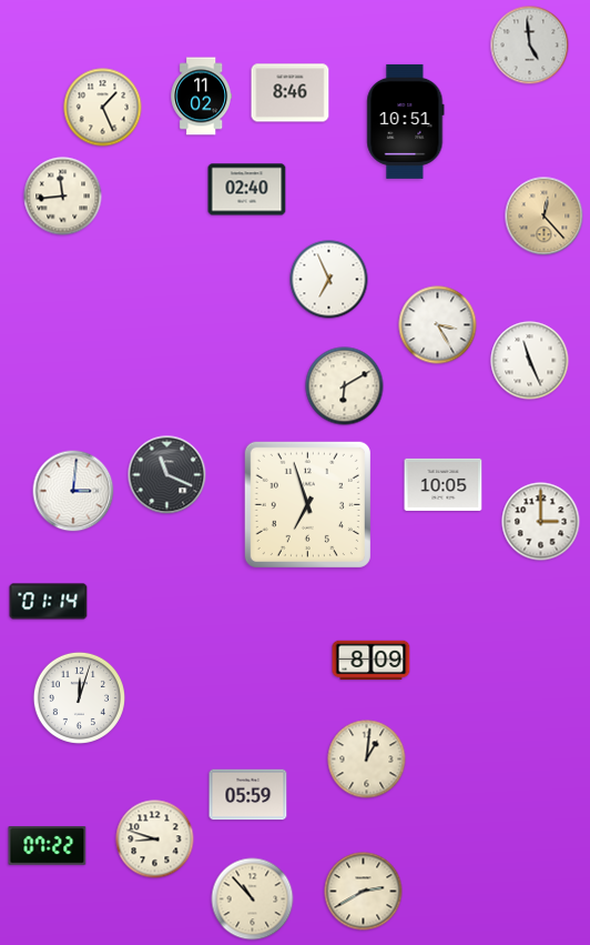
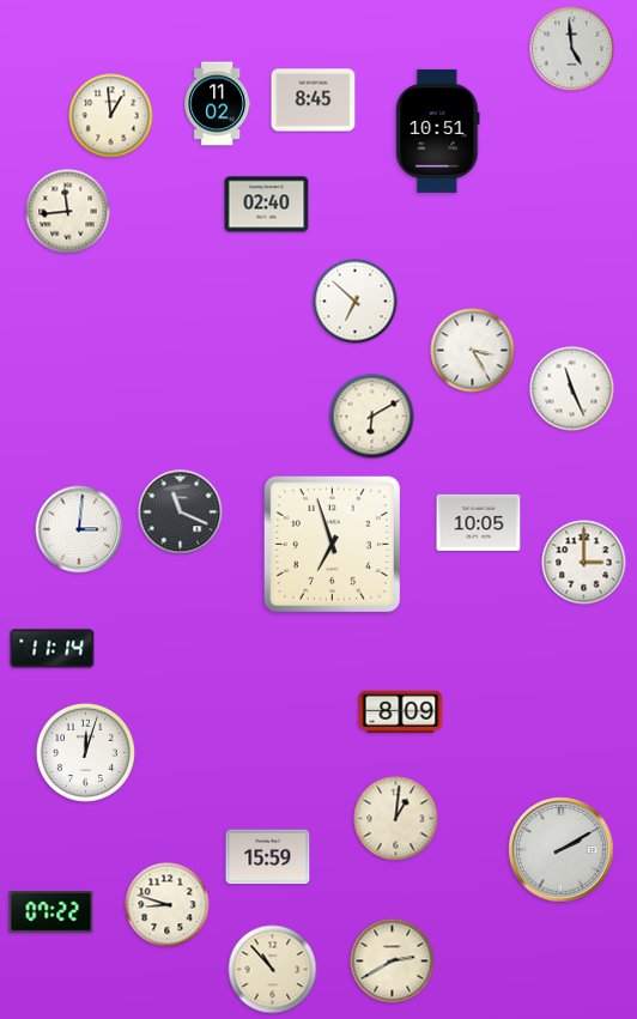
clock at (291, 93): 8:46 -> 8:45
clock at (103, 108): 1:26 -> 12:59
clock at (545, 217): 12:23 -> none
clock at (329, 280): 6:56 -> 6:52
clock at (49, 602): 01:14 -> 11:14
clock at (562, 850): none -> 2:10
clock at (248, 795): 05:59 -> 15:59
